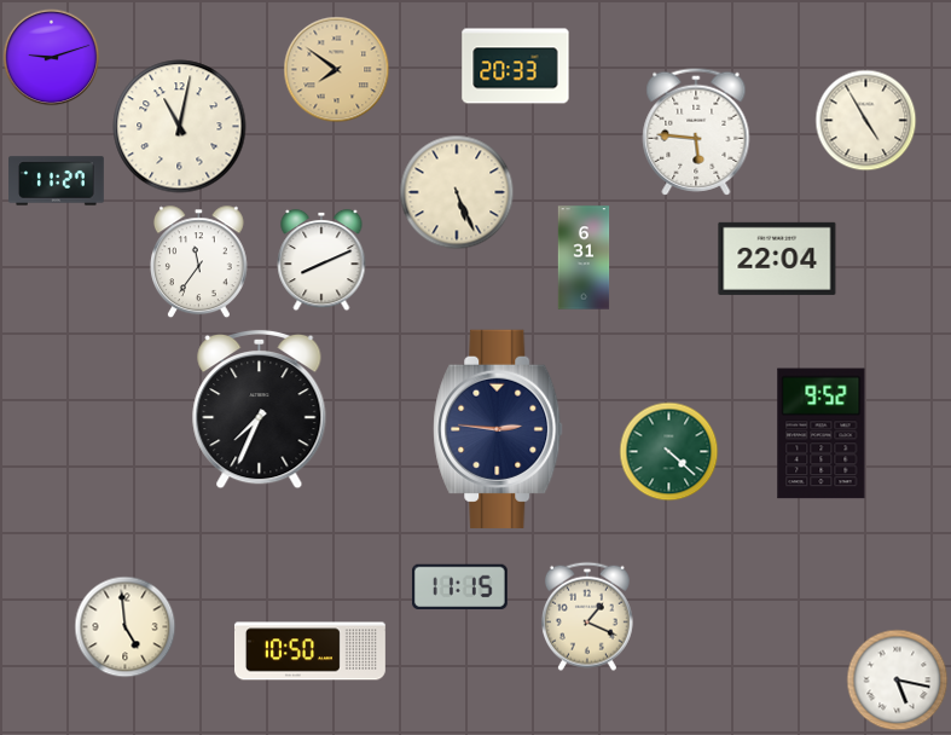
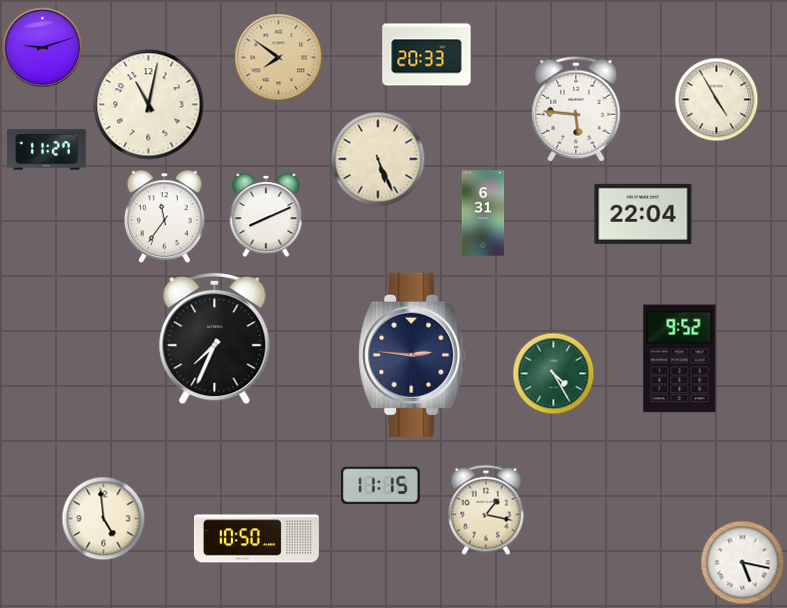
clock at (668, 451): 4:22 -> 4:25
clock at (587, 617): 1:19 -> 1:17
